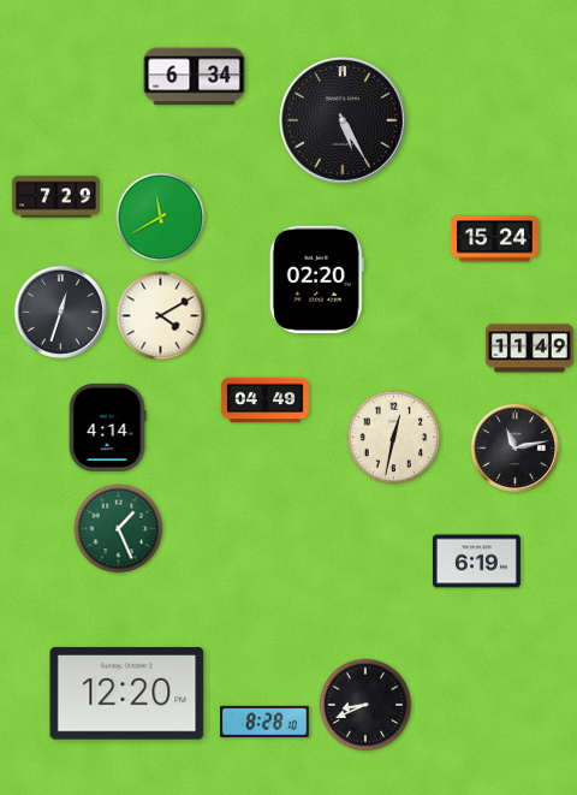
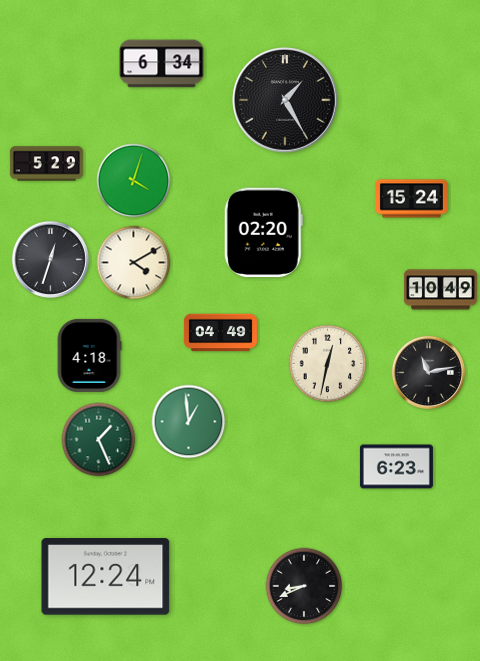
clock at (344, 121): 5:25 -> 1:25
clock at (55, 197): 7:29 -> 5:29
clock at (161, 218): 11:40 -> 4:03
clock at (529, 349): 11:49 -> 10:49
clock at (107, 427): 4:14 -> 4:18
clock at (189, 422): none -> 12:59
clock at (476, 562): 6:19 -> 6:23
clock at (127, 694): 12:20 -> 12:24
clock at (266, 720): 8:28 -> none
